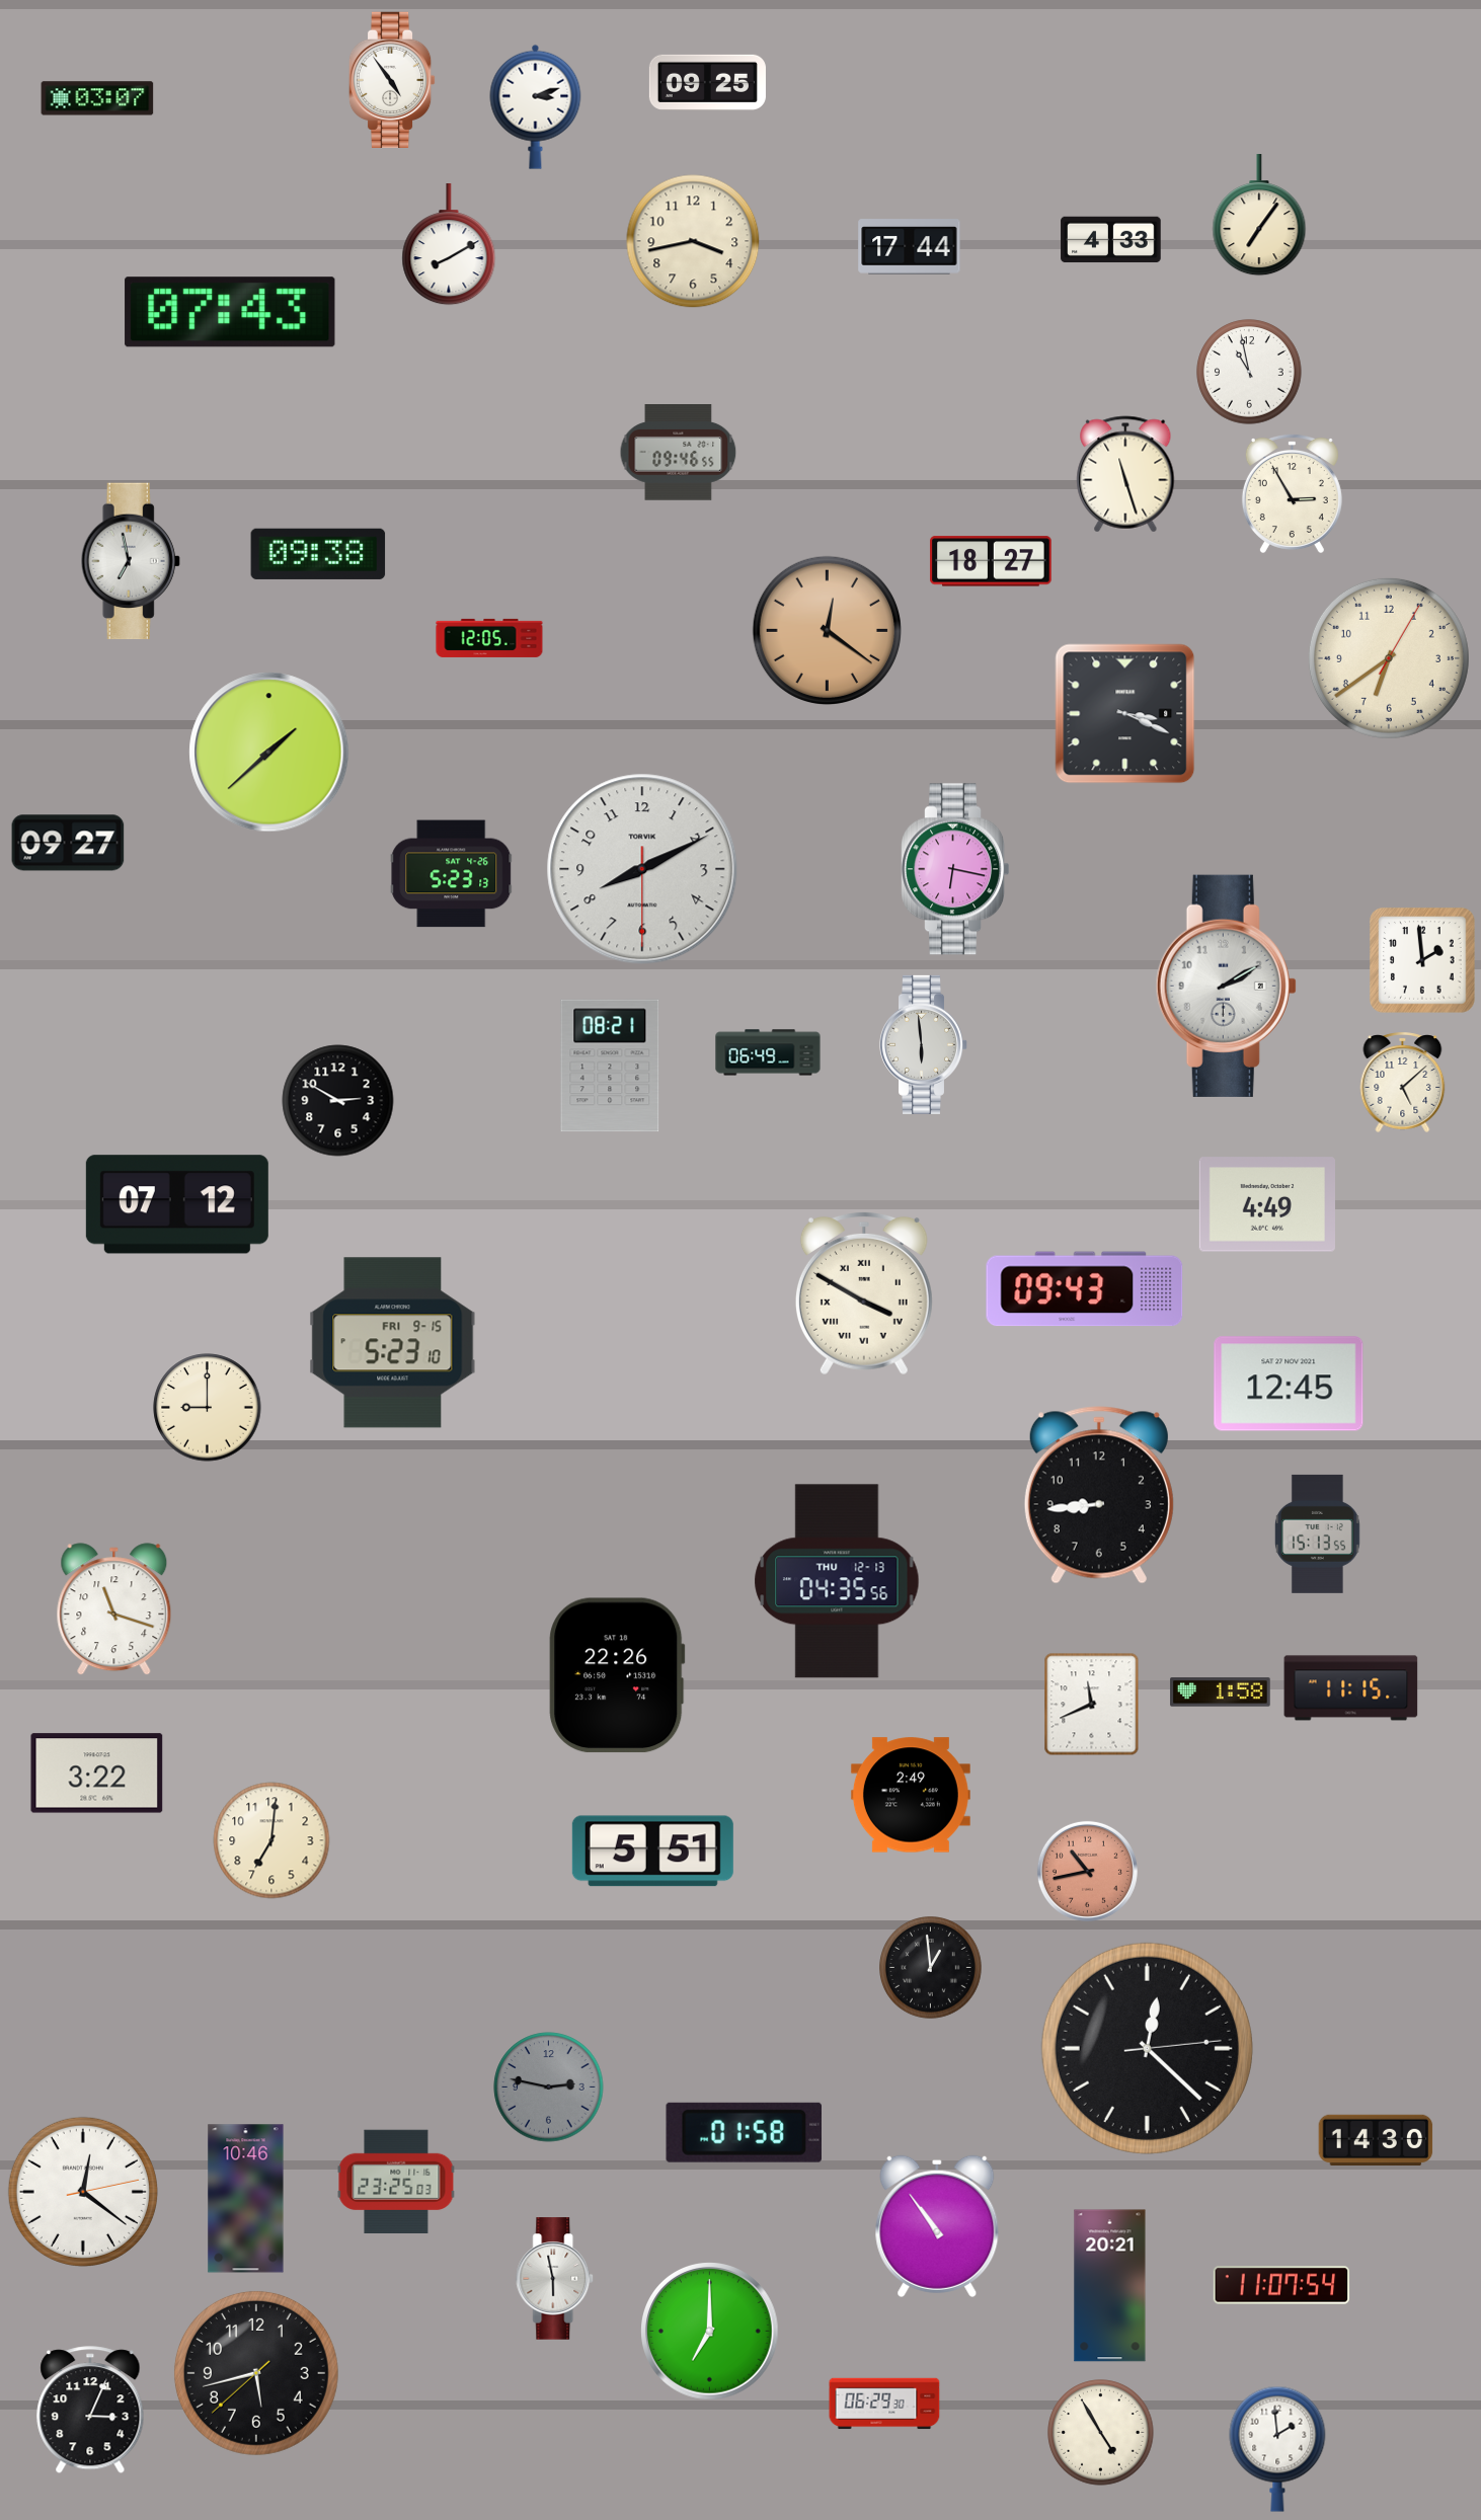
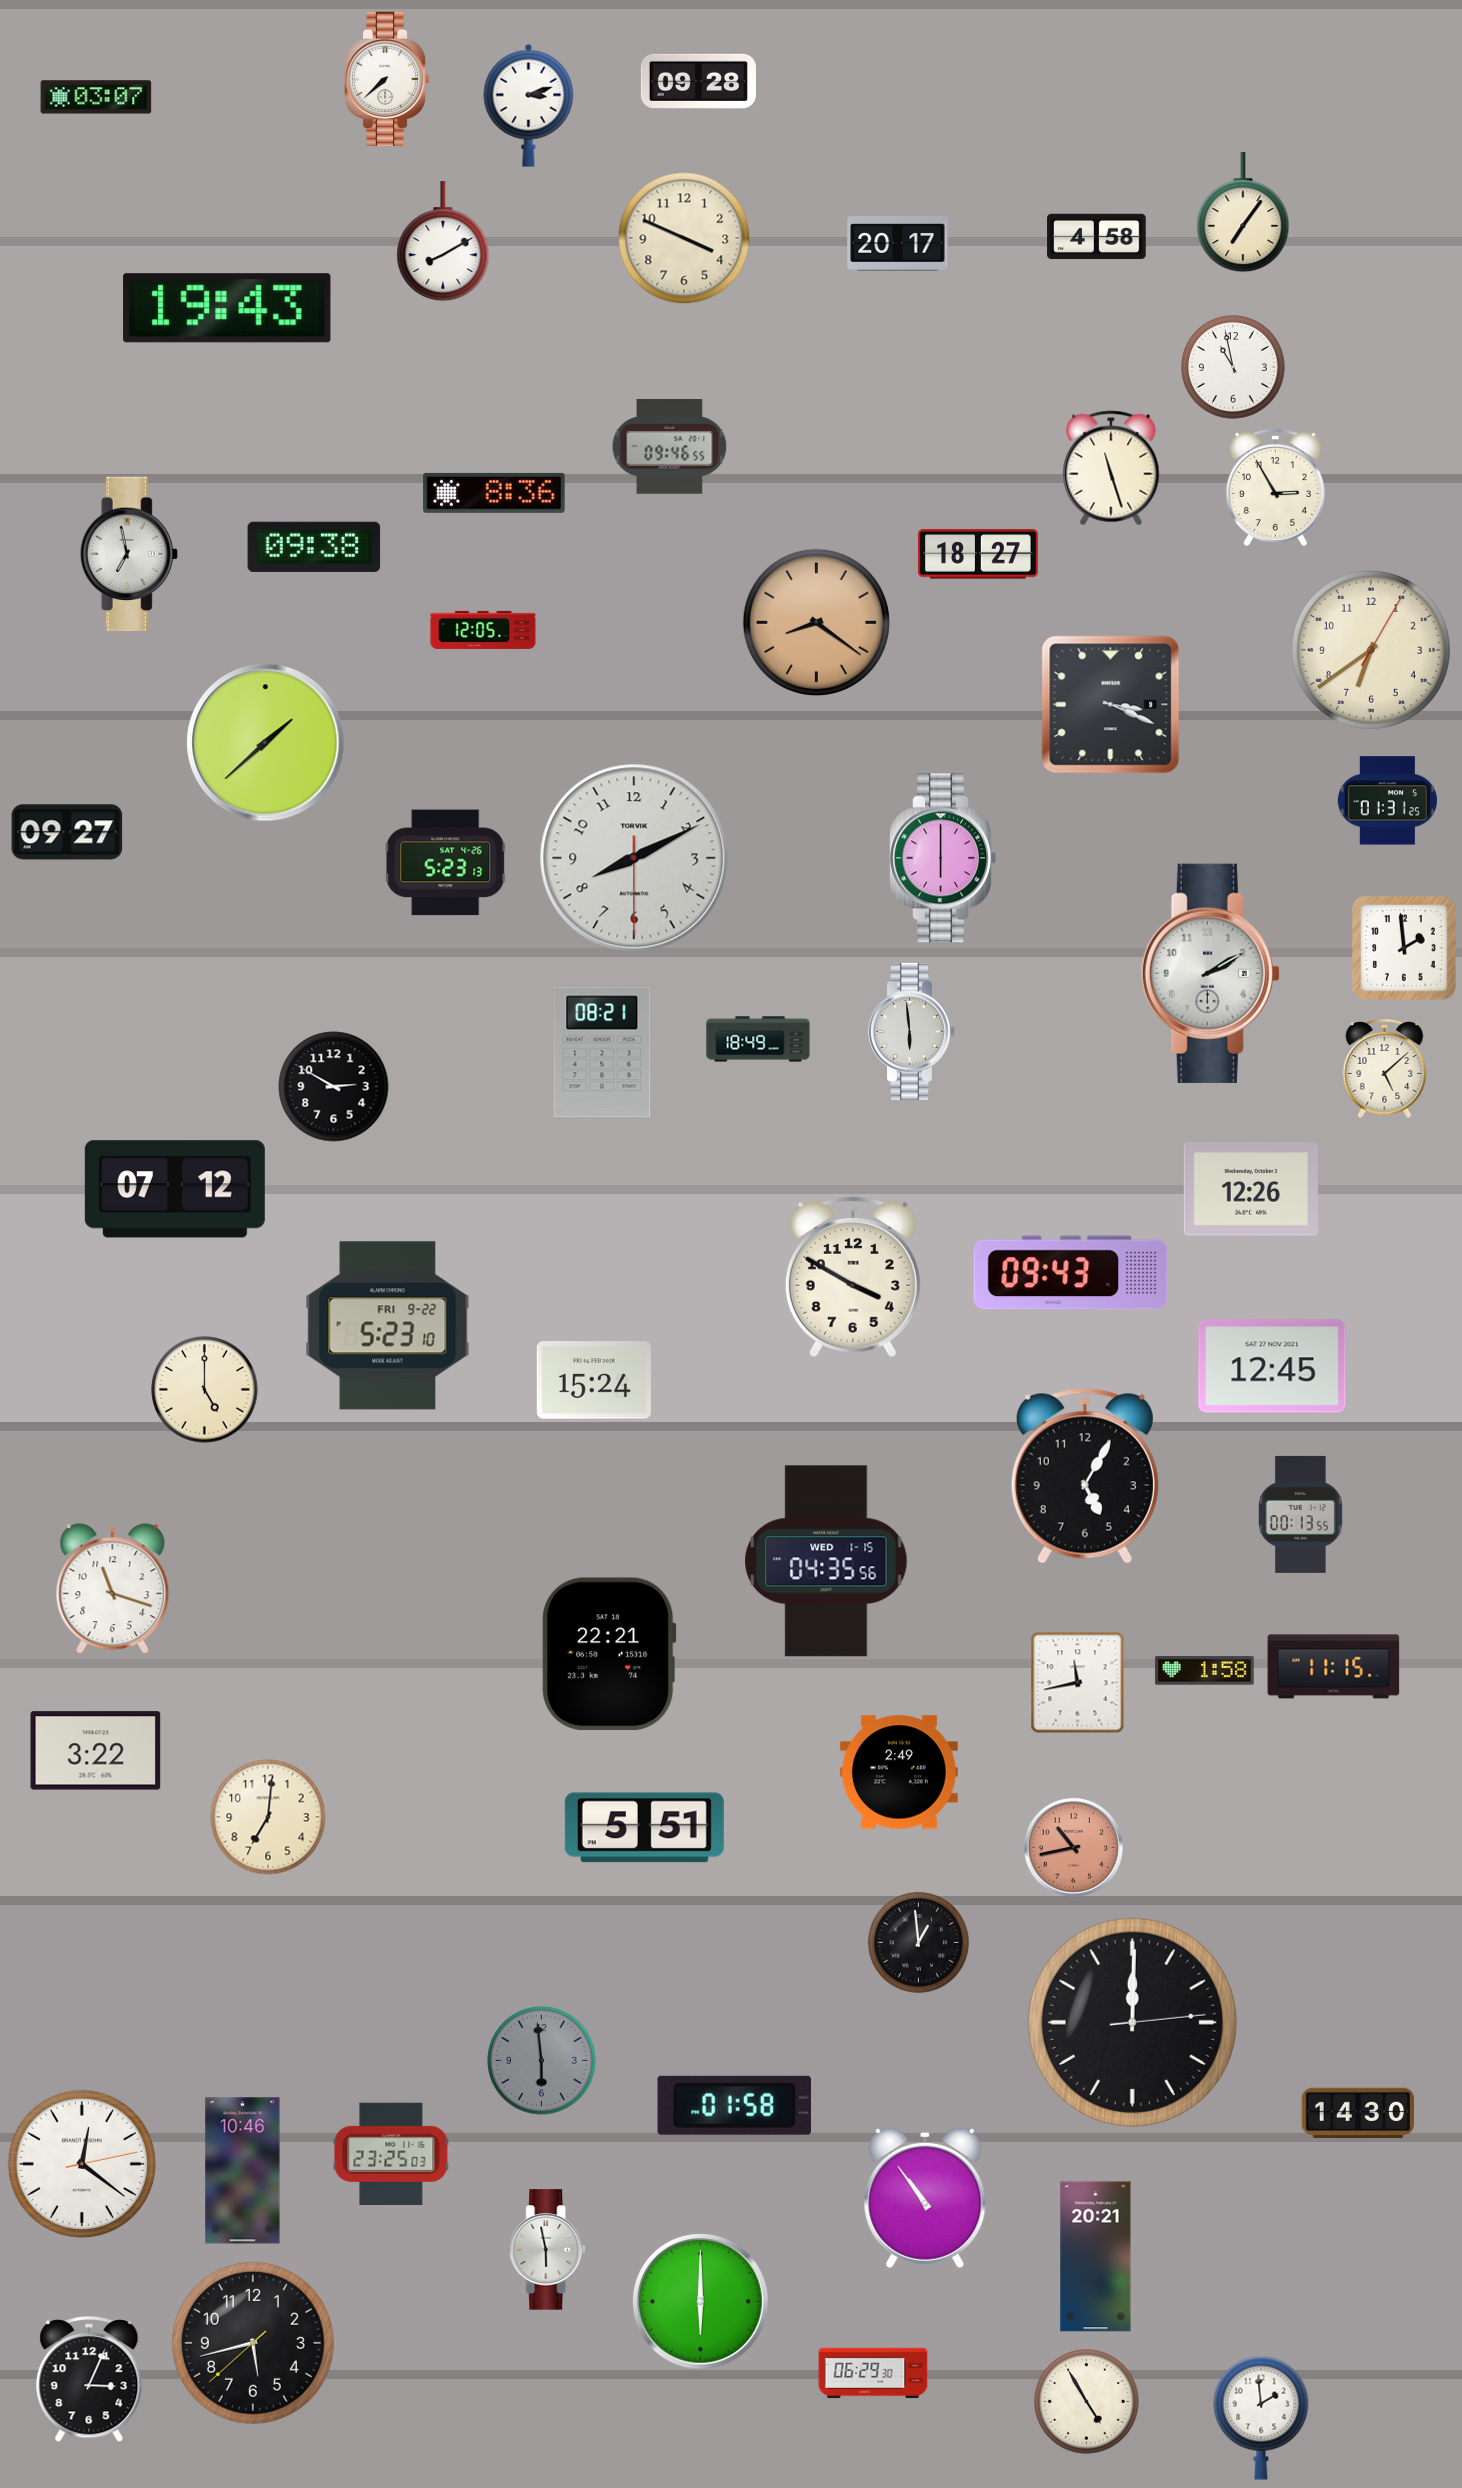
clock at (392, 80): 4:54 -> 7:38
clock at (707, 82): 09:25 -> 09:28
clock at (1111, 240): 4:33 -> 4:58
clock at (693, 241): 3:43 -> 3:49
clock at (910, 247): 17:44 -> 20:17
clock at (230, 312): 07:43 -> 19:43
clock at (494, 493): none -> 8:36
clock at (827, 630): 12:21 -> 8:21
clock at (1387, 801): none -> 01:31
clock at (955, 869): 6:17 -> 6:00
clock at (768, 1052): 06:49 -> 18:49
clock at (1266, 1204): 4:49 -> 12:26
clock at (864, 1293) numerals: Roman -> Arabic
clock at (393, 1343) date: FRI 9-15 -> FRI 9-22
clock at (594, 1380): none -> 15:24
clock at (208, 1408): 9:00 -> 5:00
clock at (1099, 1495): 8:44 -> 5:05
clock at (1317, 1533): 15:13 -> 00:13
clock at (837, 1581) date: THU 12-13 -> WED 1-15
clock at (617, 1675): 22:26 -> 22:21
clock at (1092, 1705): 11:41 -> 11:43
clock at (1147, 2048): 12:22 -> 12:00
clock at (549, 2088): 2:47 -> 5:59
clock at (1281, 2285): 11:07 -> none
clock at (710, 2332): 7:00 -> 6:00
